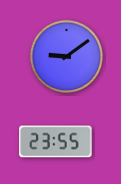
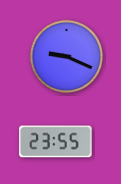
clock at (66, 56): 9:09 -> 9:19
